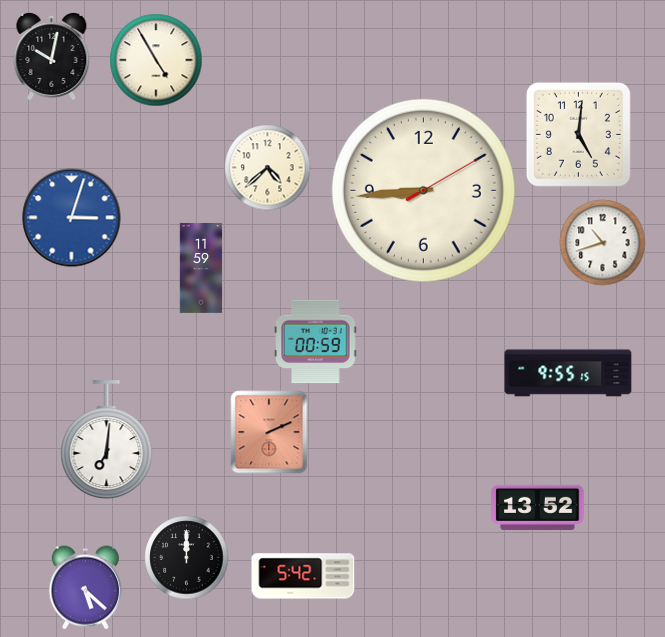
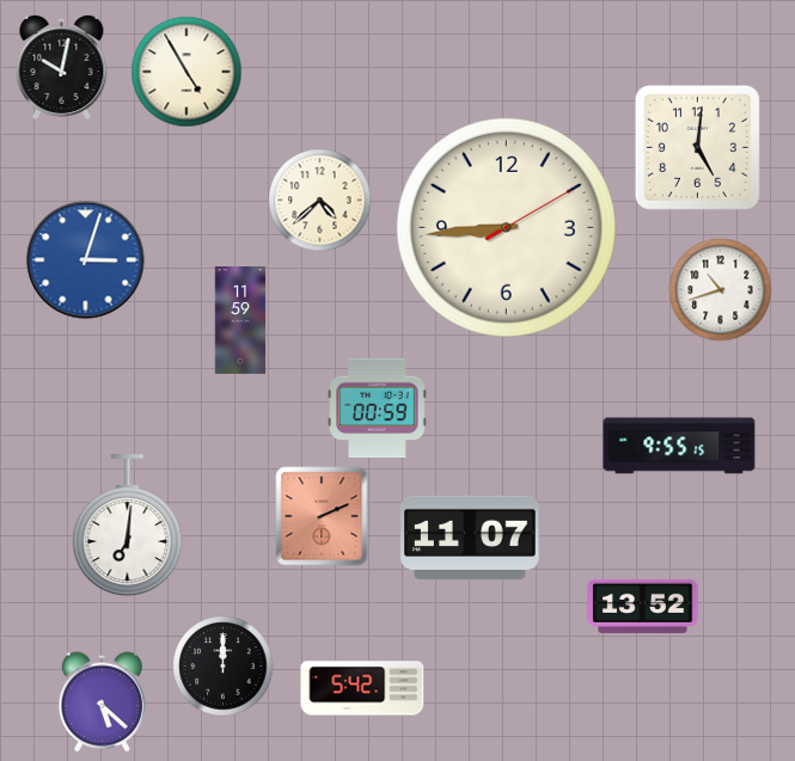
clock at (578, 134) position: (578, 134) -> (697, 147)
clock at (471, 538): none -> 11:07
